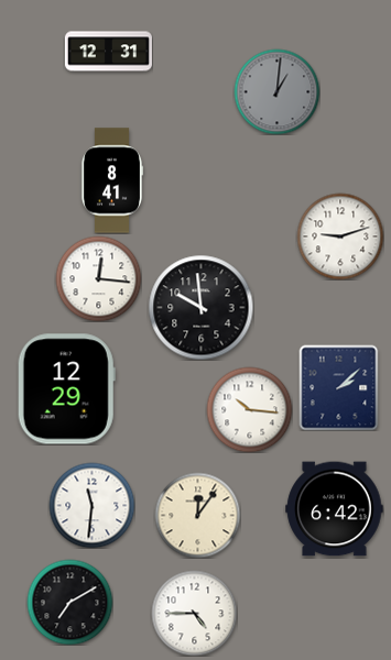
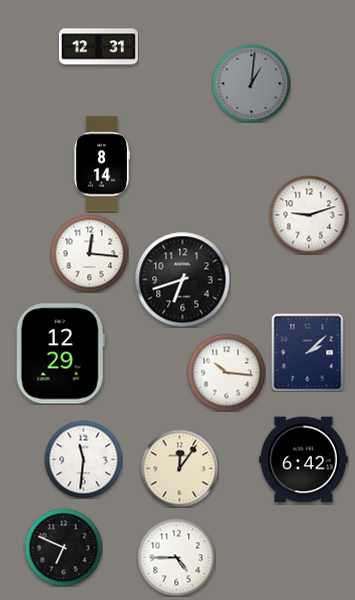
clock at (111, 180): 8:41 -> 8:14
clock at (200, 307): 9:59 -> 6:42
clock at (335, 509) position: (335, 509) -> (304, 460)
clock at (69, 602): 7:10 -> 6:49
